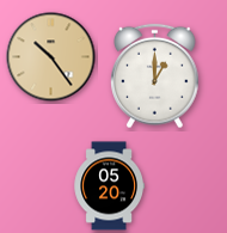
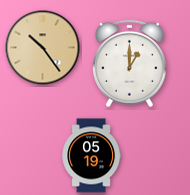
clock at (109, 186): 05:20 -> 05:19
